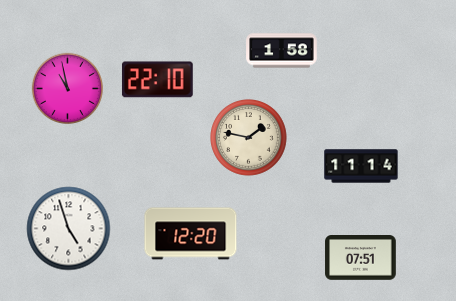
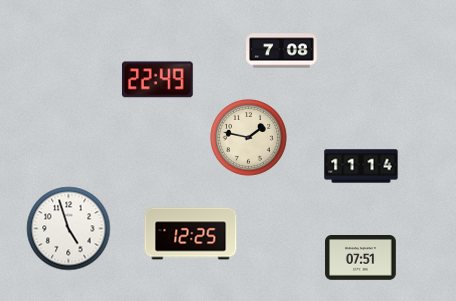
clock at (282, 51): 1:58 -> 7:08
clock at (157, 80): 22:10 -> 22:49
clock at (67, 88): 10:58 -> none
clock at (191, 234): 12:20 -> 12:25
